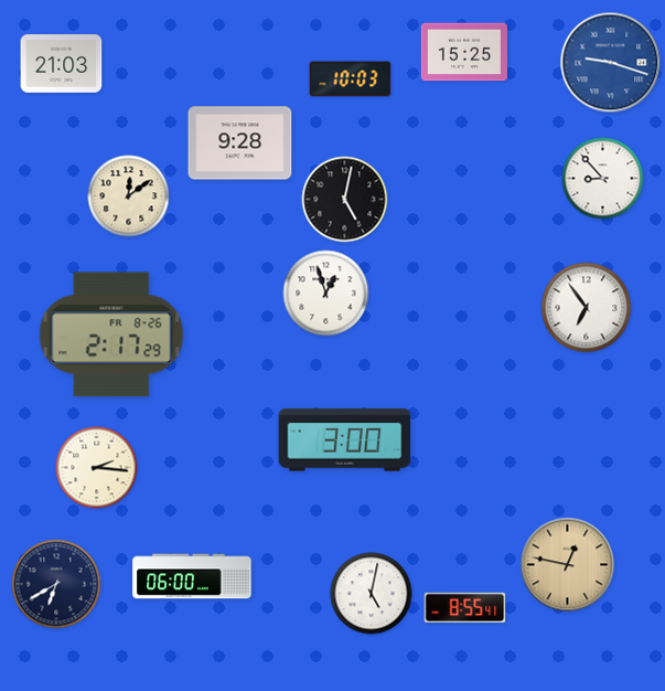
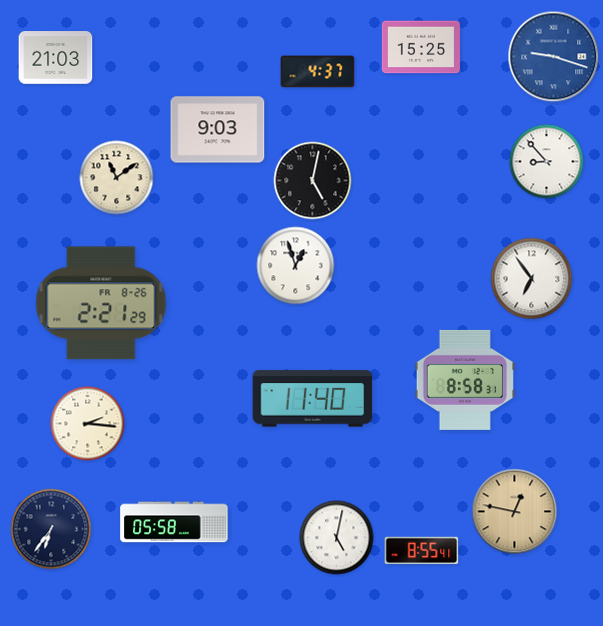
clock at (351, 79): 10:03 -> 4:37
clock at (240, 143): 9:28 -> 9:03
clock at (129, 196): 12:09 -> 11:09
clock at (111, 334): 2:17 -> 2:21
clock at (465, 380): none -> 8:58
clock at (345, 440): 3:00 -> 11:40
clock at (192, 576): 06:00 -> 05:58
clock at (56, 584): 6:40 -> 6:36
